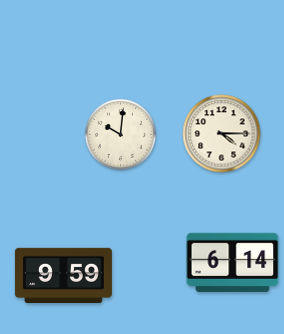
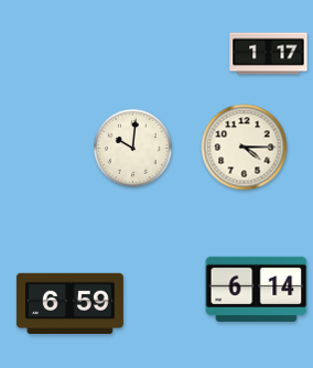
clock at (269, 54): none -> 1:17
clock at (63, 276): 9:59 -> 6:59
